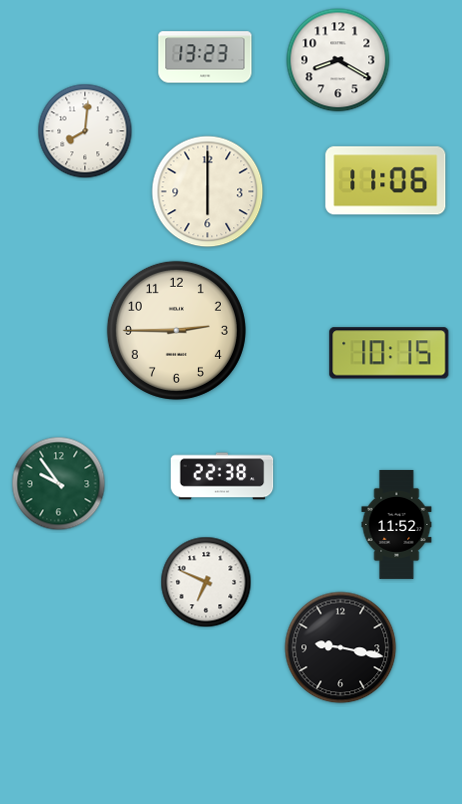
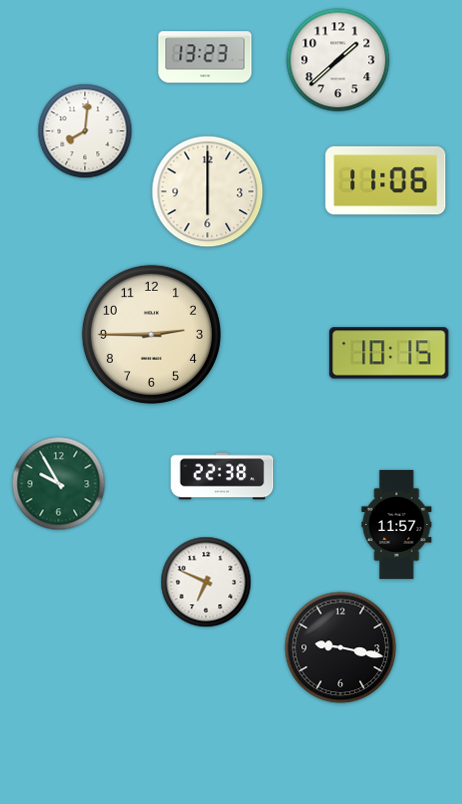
clock at (338, 60): 8:20 -> 1:38
clock at (176, 330) position: (176, 330) -> (151, 334)
clock at (59, 484): 9:54 -> 9:55
clock at (397, 524): 11:52 -> 11:57
